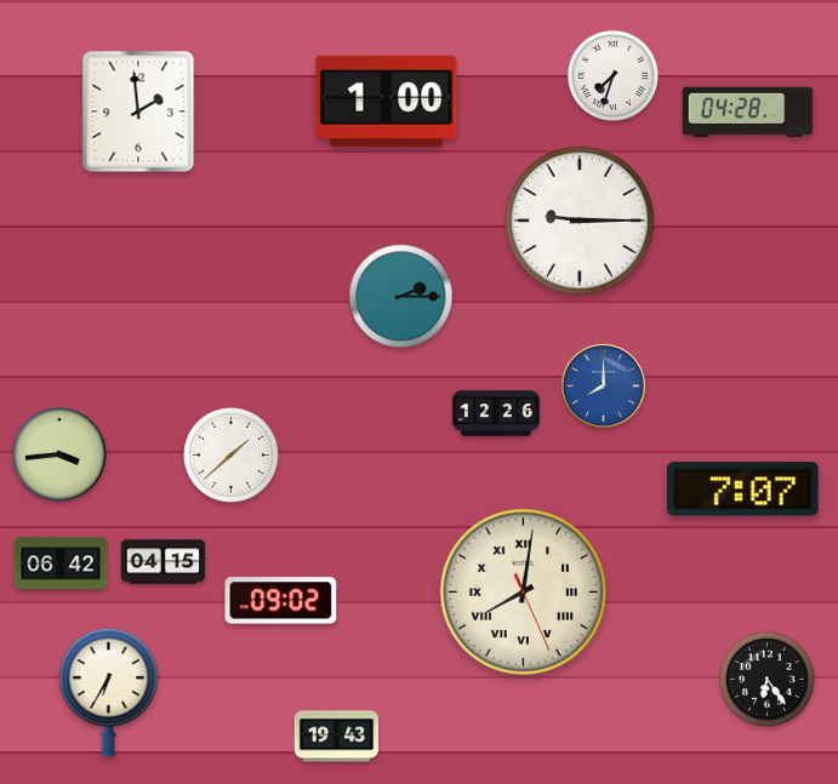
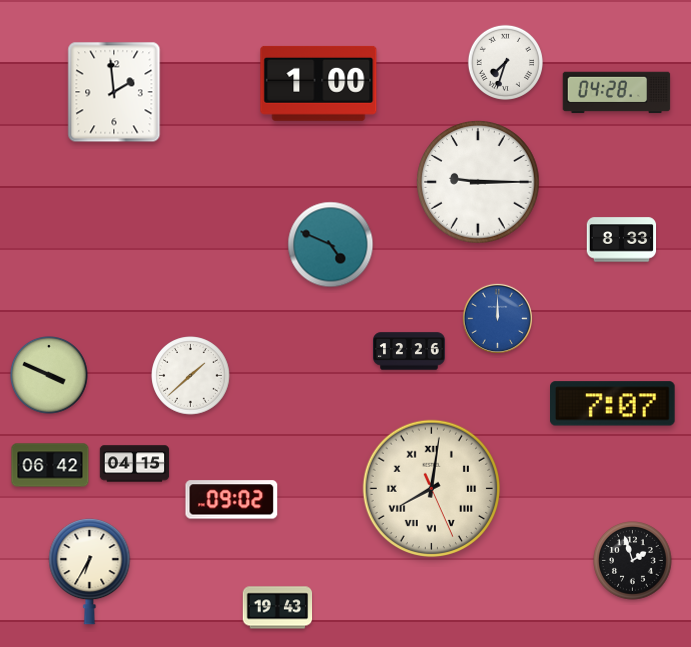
clock at (622, 240): none -> 8:33
clock at (401, 297): 2:15 -> 4:49
clock at (603, 385): 8:00 -> 12:00
clock at (497, 413) position: (497, 413) -> (410, 351)
clock at (61, 456): 3:44 -> 3:49
clock at (281, 601) position: (281, 601) -> (232, 500)
clock at (768, 680): 6:24 -> 1:57
